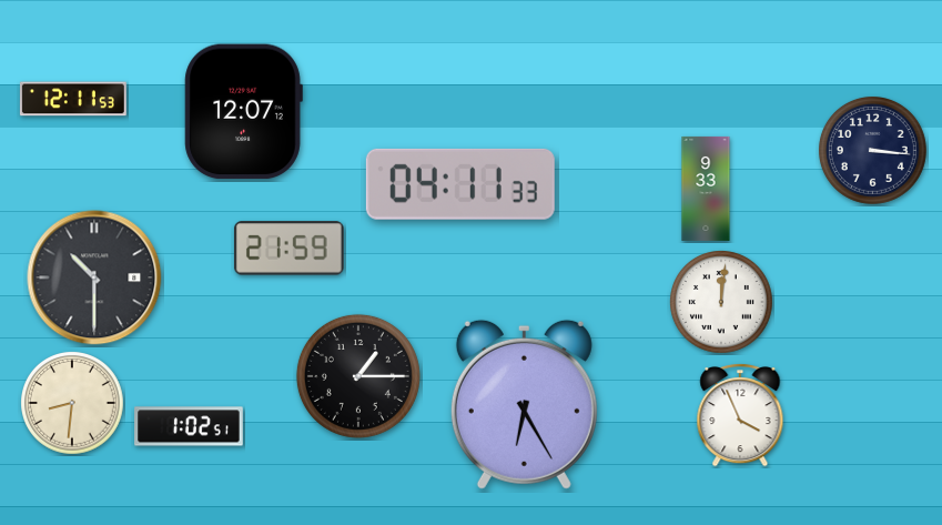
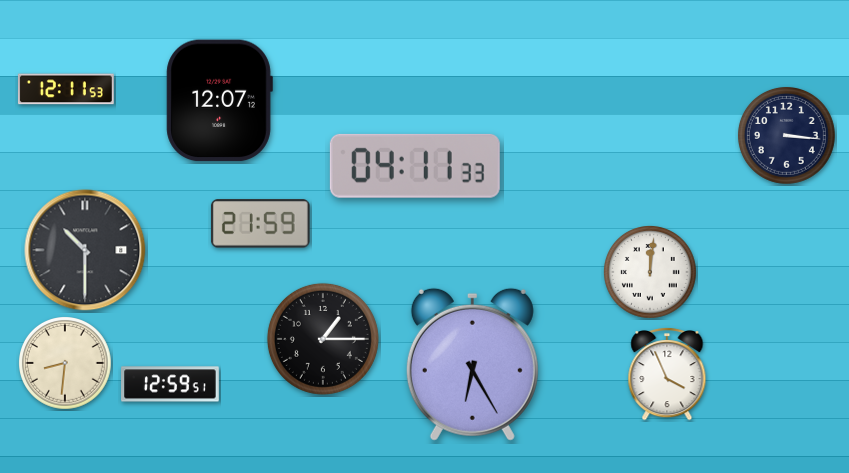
clock at (706, 189): 9:33 -> none
clock at (189, 426): 1:02 -> 12:59
